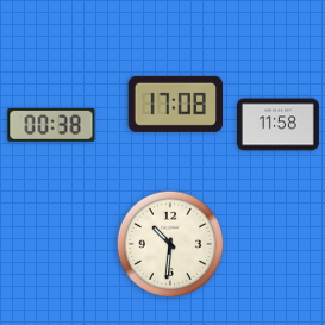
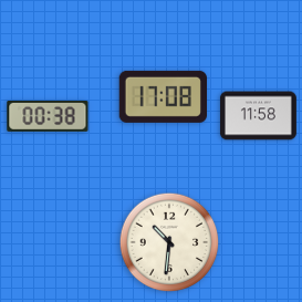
clock at (170, 244) position: (170, 244) -> (169, 242)
